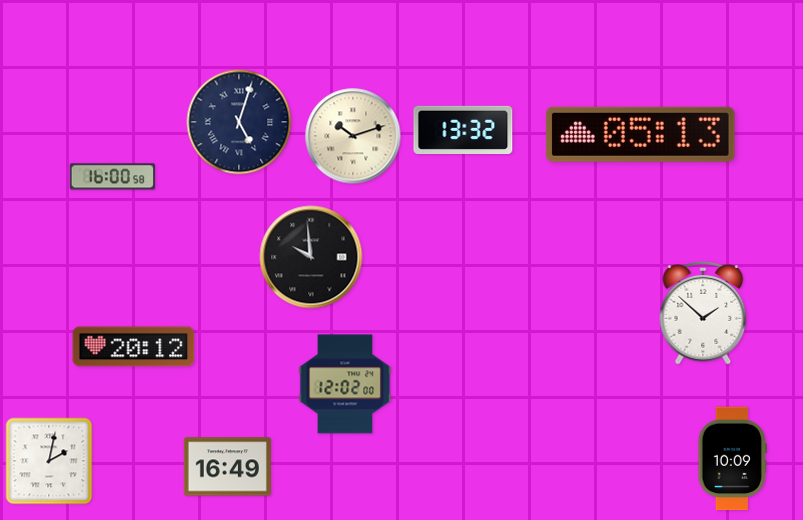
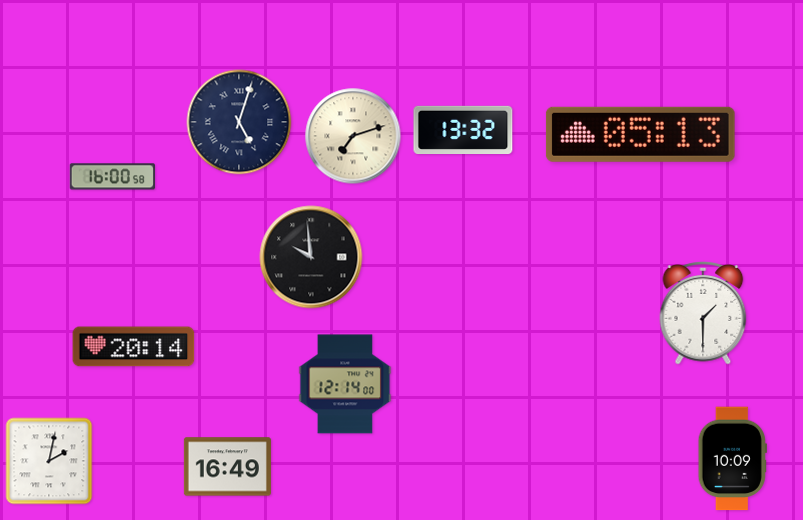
clock at (353, 136): 10:12 -> 7:12
clock at (703, 314): 1:52 -> 1:30
clock at (134, 347): 20:12 -> 20:14
clock at (345, 384): 12:02 -> 12:14
